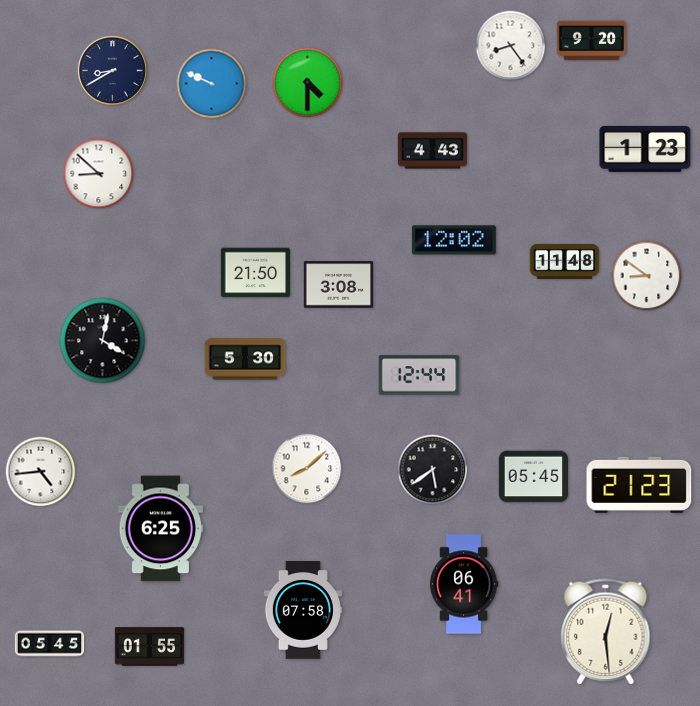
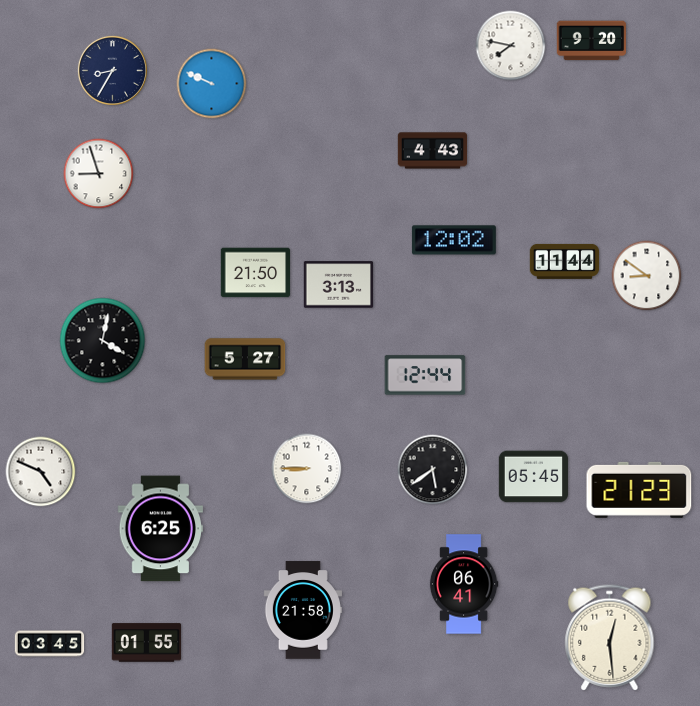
clock at (511, 46): 8:24 -> 7:47
clock at (112, 70): 8:40 -> 8:35
clock at (308, 83): 4:30 -> none
clock at (645, 149): 1:23 -> none
clock at (99, 174): 8:52 -> 8:57
clock at (565, 261): 11:48 -> 11:44
clock at (339, 285): 3:08 -> 3:13
clock at (245, 359): 5:30 -> 5:27
clock at (419, 375) position: (419, 375) -> (425, 375)
clock at (307, 469): 8:08 -> 8:45
clock at (41, 472): 4:44 -> 4:49
clock at (639, 485) position: (639, 485) -> (639, 490)
clock at (303, 610): 07:58 -> 21:58
clock at (606, 632) position: (606, 632) -> (610, 638)
clock at (50, 644): 05:45 -> 03:45
clock at (150, 647) position: (150, 647) -> (147, 643)
